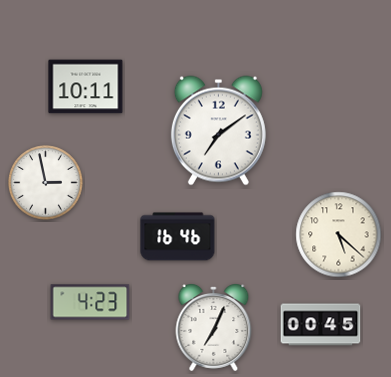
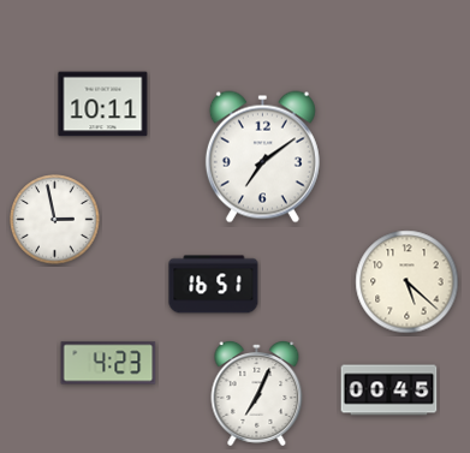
clock at (178, 237): 16:46 -> 16:51
clock at (321, 325) position: (321, 325) -> (389, 391)
